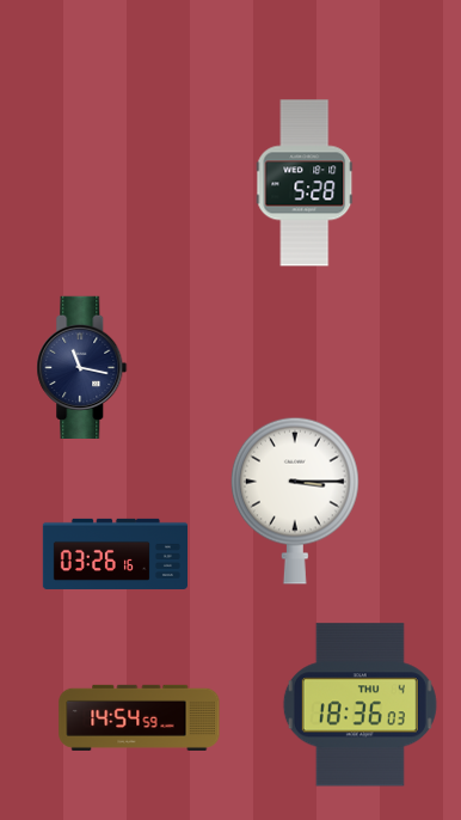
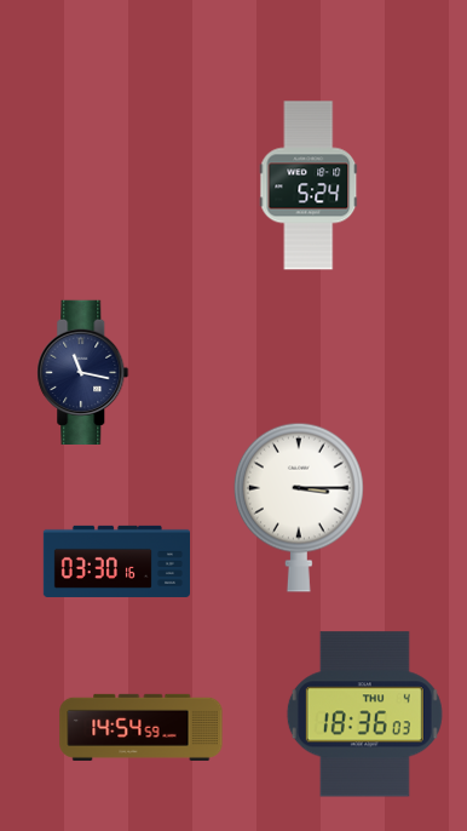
clock at (305, 183): 5:28 -> 5:24
clock at (115, 553): 03:26 -> 03:30
